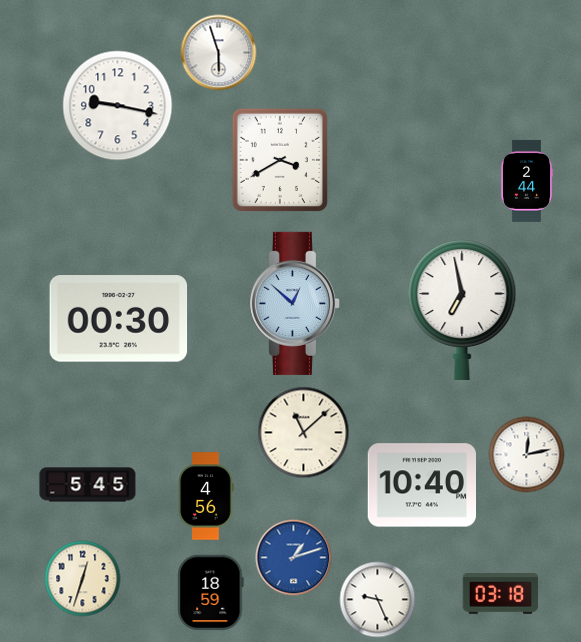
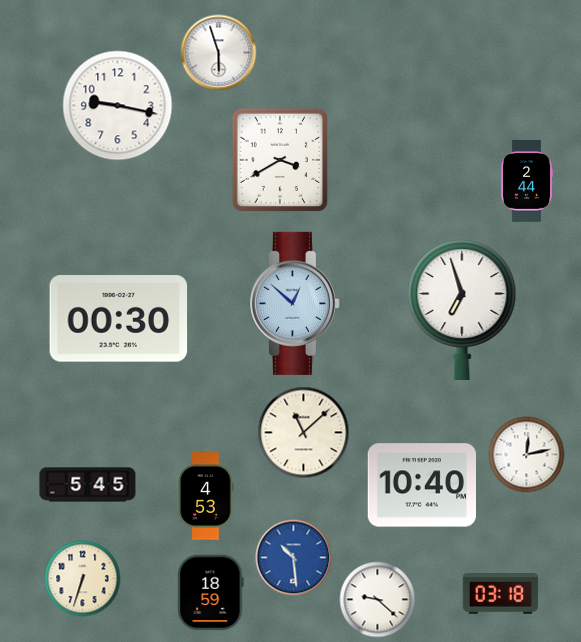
clock at (462, 310): 6:58 -> 6:57
clock at (206, 496): 4:56 -> 4:53
clock at (294, 558): 1:12 -> 10:29
clock at (83, 579): 12:33 -> 6:33
clock at (378, 600): 9:26 -> 9:22
